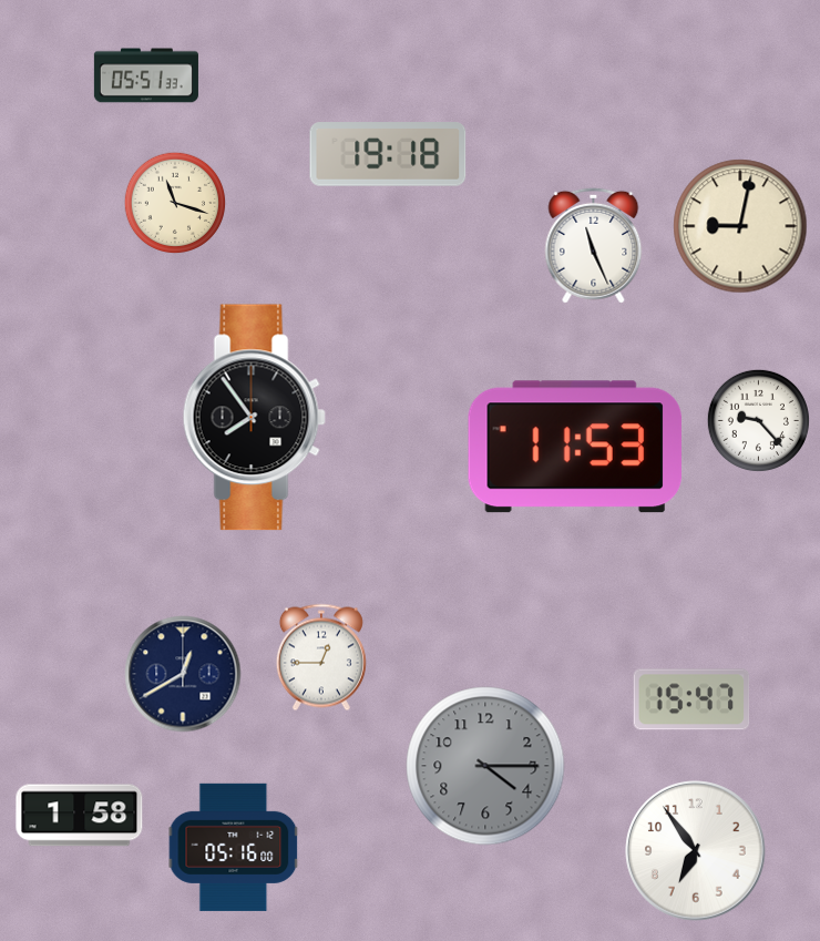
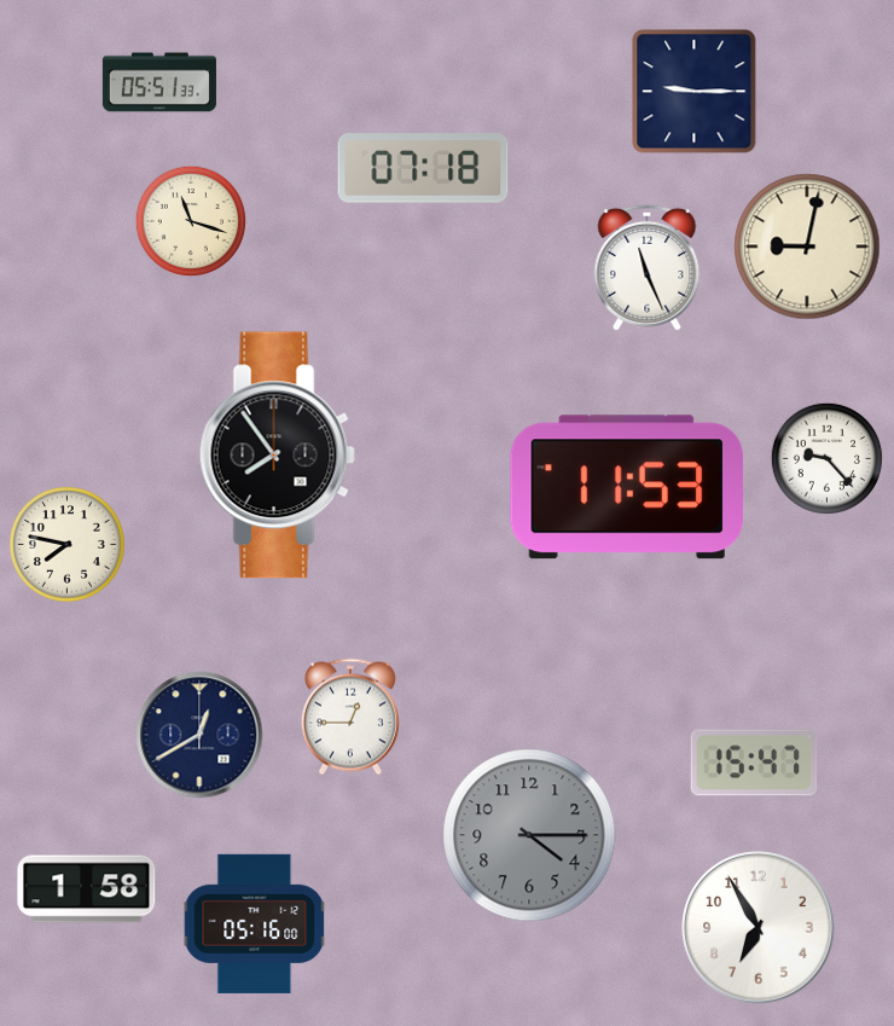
clock at (695, 92): none -> 9:15
clock at (388, 154): 19:18 -> 07:18
clock at (68, 545): none -> 7:47
clock at (696, 851): 6:54 -> 6:55
